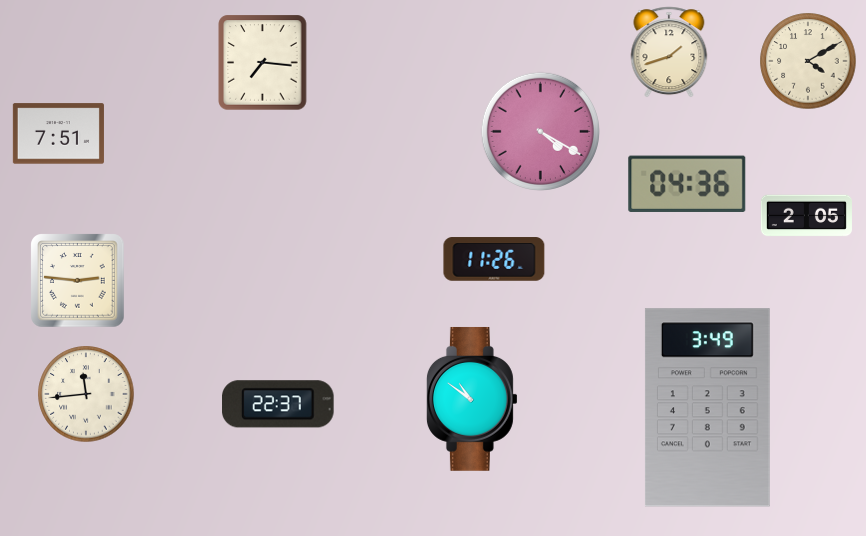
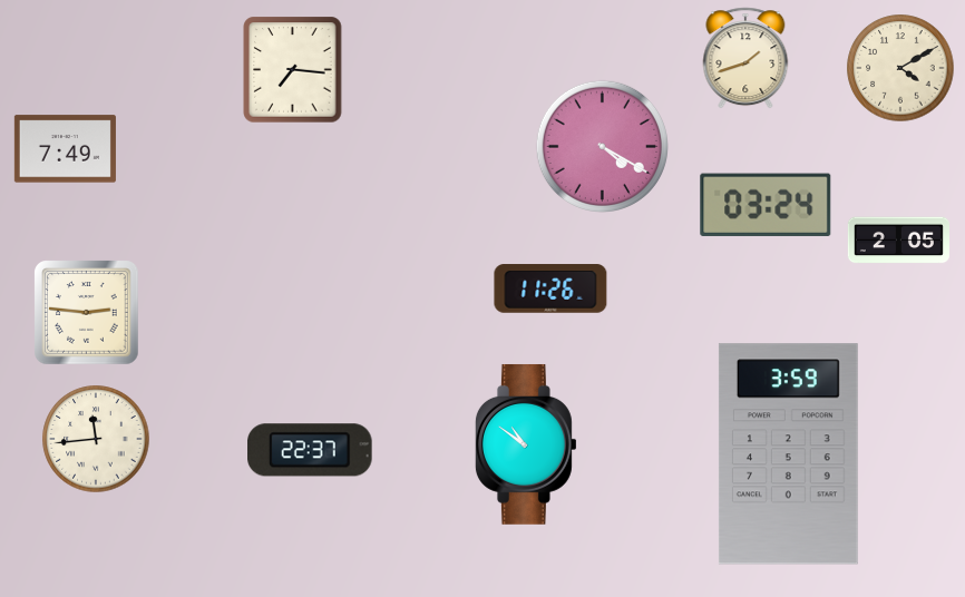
clock at (58, 134): 7:51 -> 7:49
clock at (687, 184): 04:36 -> 03:24
clock at (707, 408): 3:49 -> 3:59
